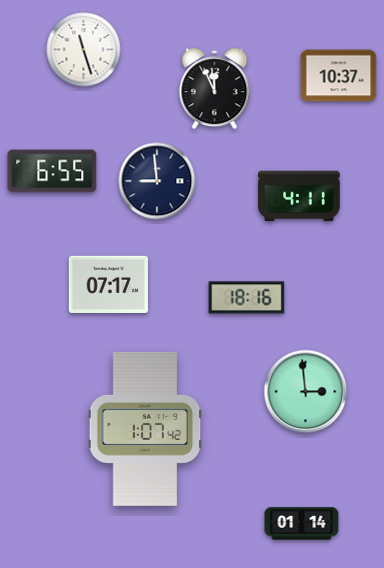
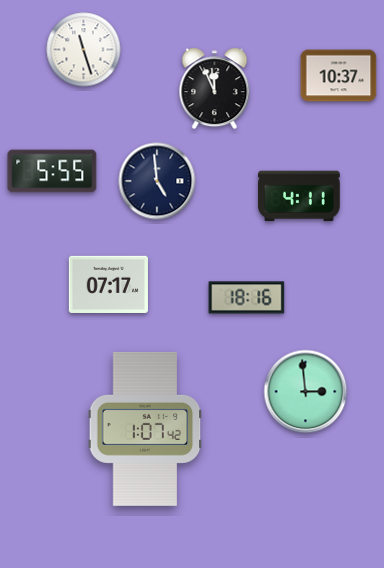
clock at (52, 171): 6:55 -> 5:55
clock at (157, 181): 8:59 -> 4:59
clock at (302, 524): 01:14 -> none
